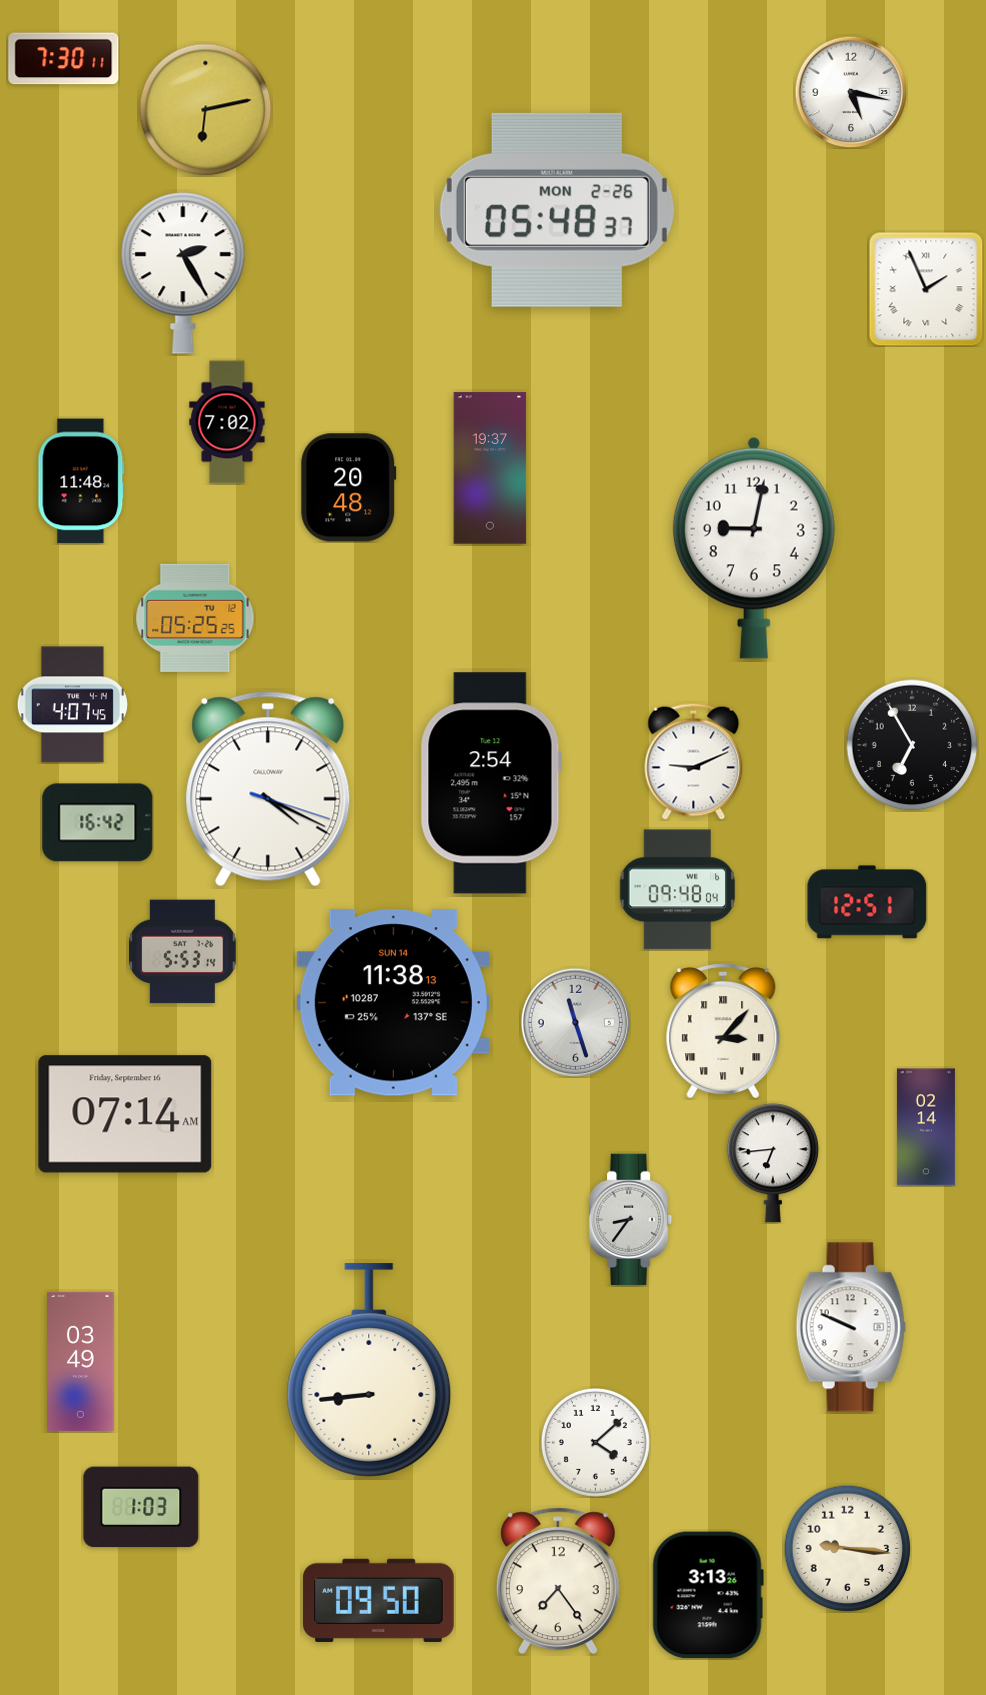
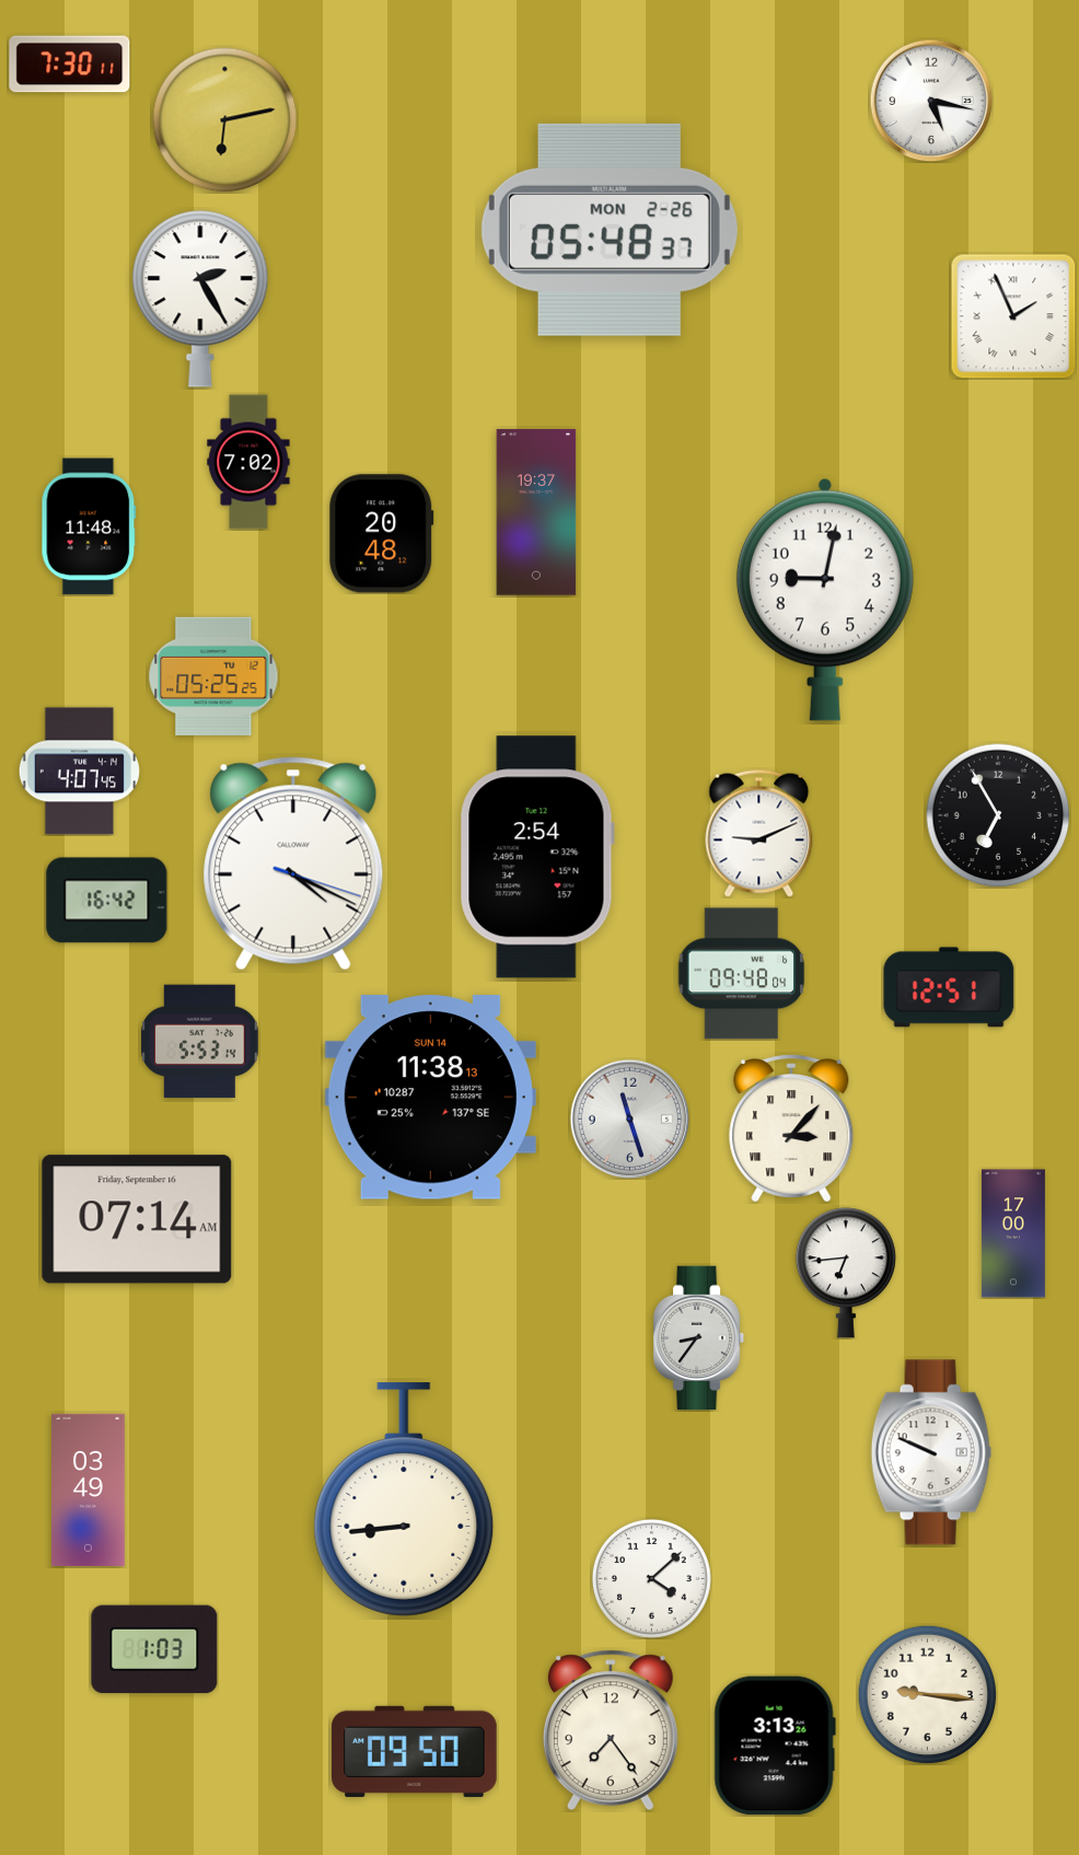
clock at (926, 1127): 02:14 -> 17:00
clock at (631, 1220) position: (631, 1220) -> (699, 1338)
